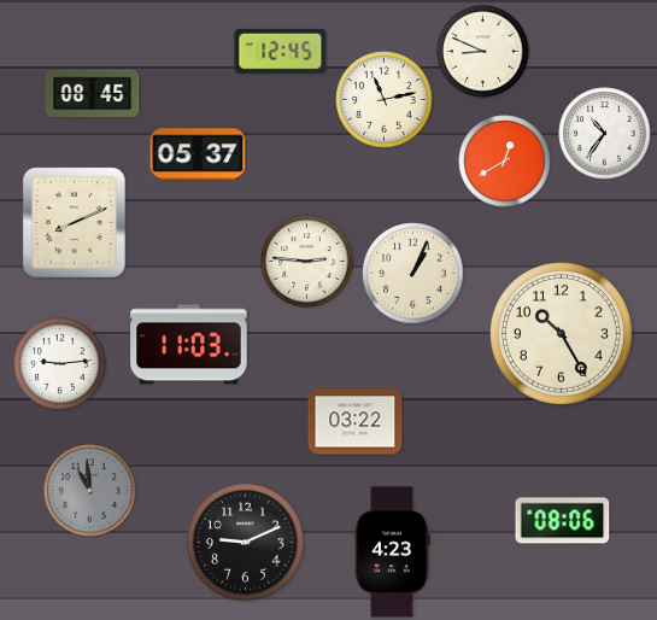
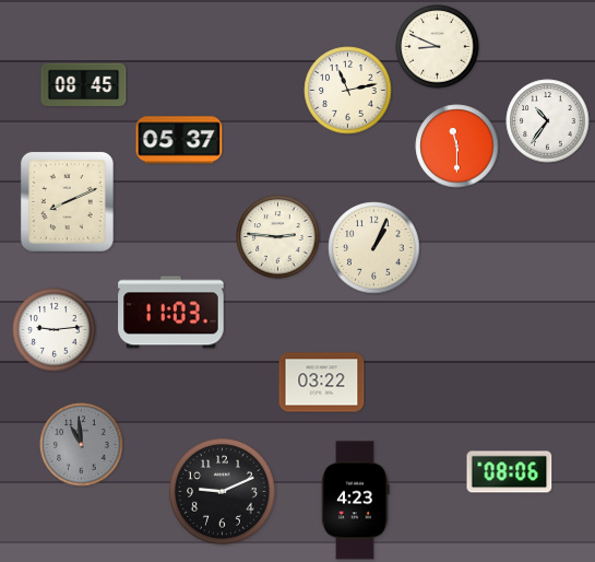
clock at (281, 51): 12:45 -> none
clock at (505, 162): 12:40 -> 11:30
clock at (561, 333): 10:25 -> none
